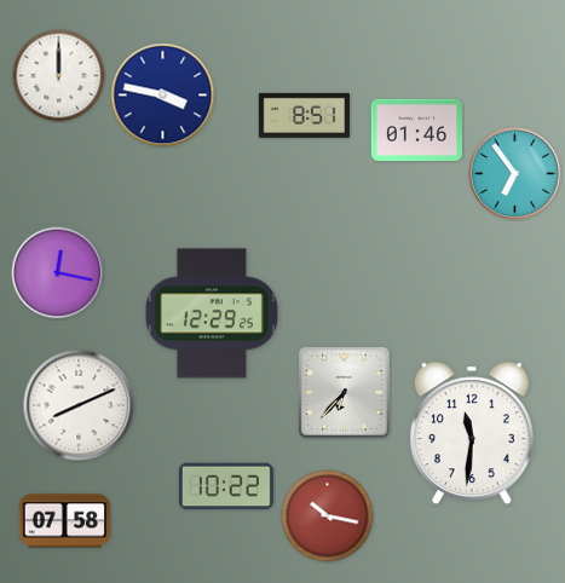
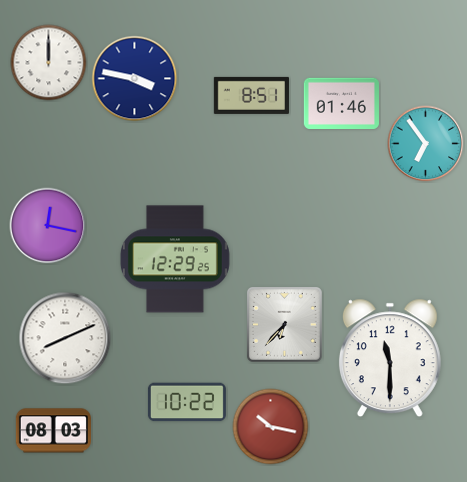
clock at (416, 129) position: (416, 129) -> (341, 103)
clock at (79, 405) position: (79, 405) -> (65, 338)
clock at (472, 433): 11:31 -> 11:30
clock at (64, 521): 07:58 -> 08:03
